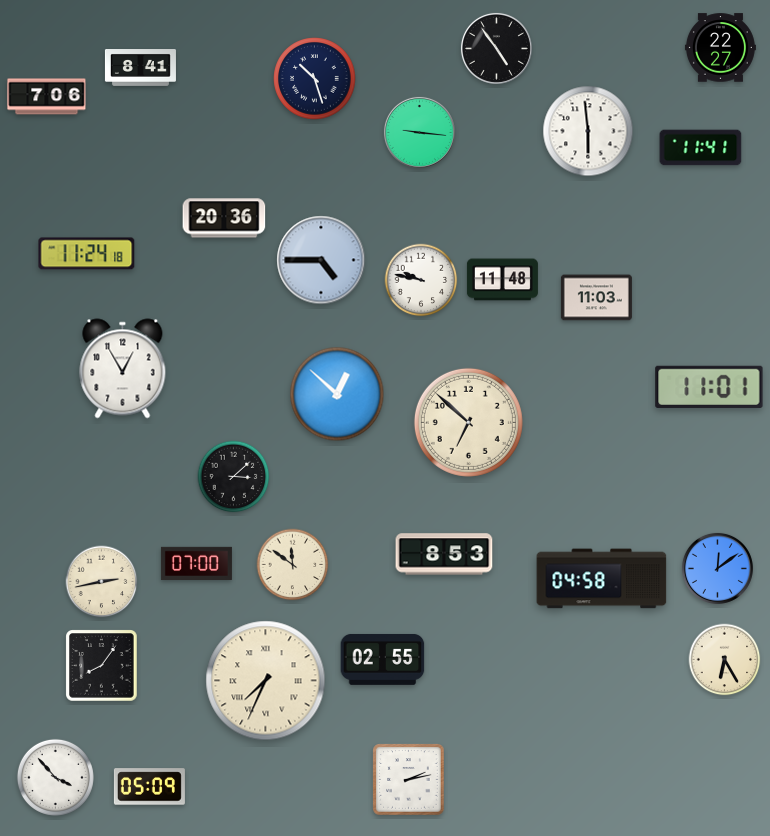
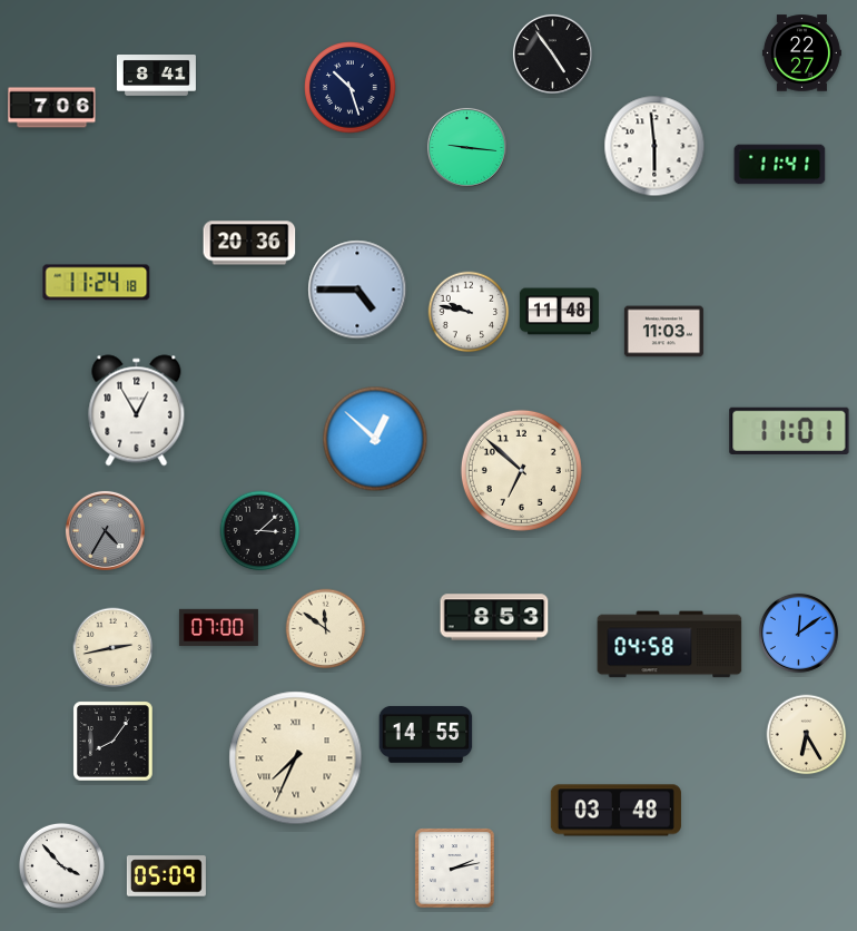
clock at (105, 530): none -> 4:35
clock at (383, 659): 02:55 -> 14:55
clock at (615, 811): none -> 03:48
